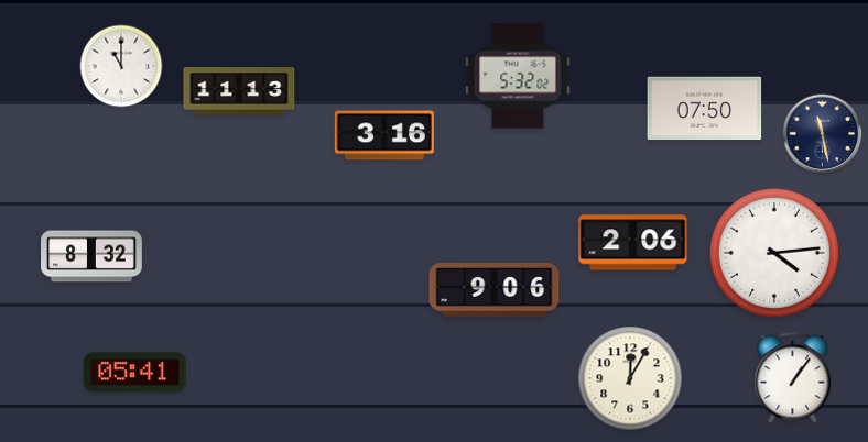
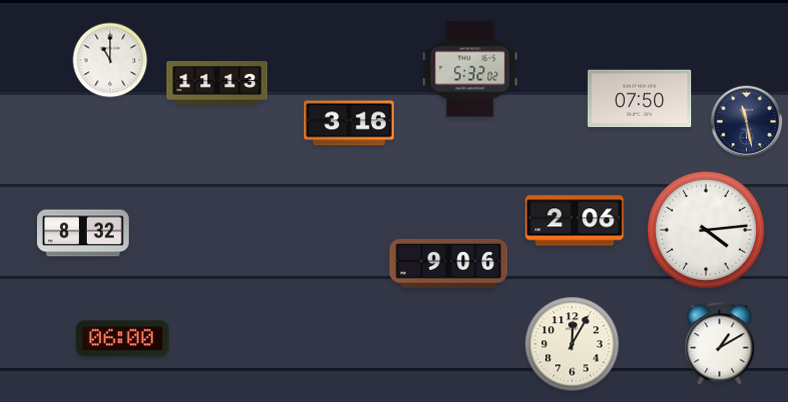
clock at (774, 253) position: (774, 253) -> (706, 230)
clock at (135, 373): 05:41 -> 06:00
clock at (793, 378): 1:06 -> 1:10
